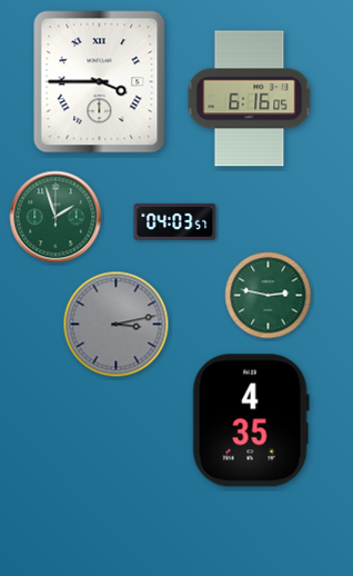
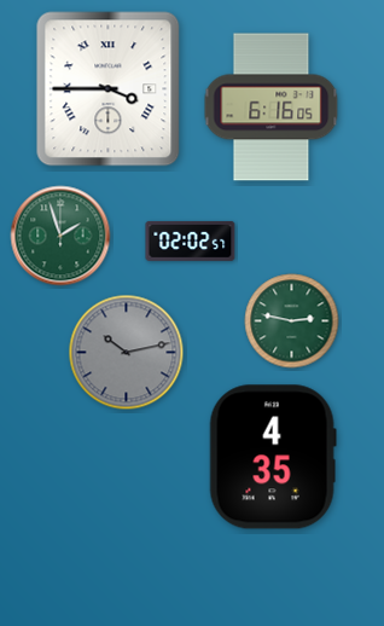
clock at (175, 221): 04:03 -> 02:02
clock at (117, 325): 3:13 -> 10:13
